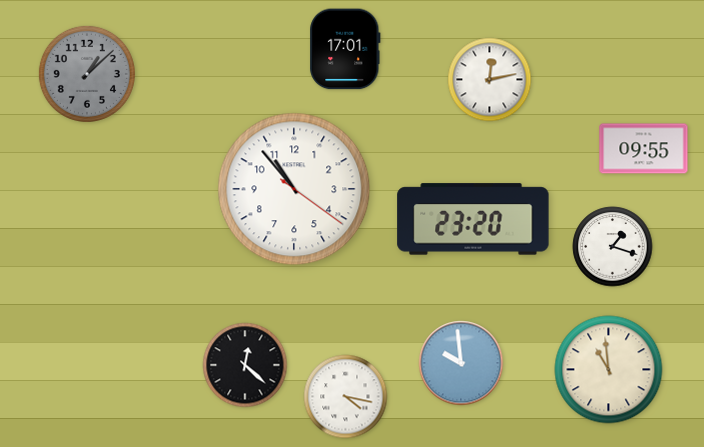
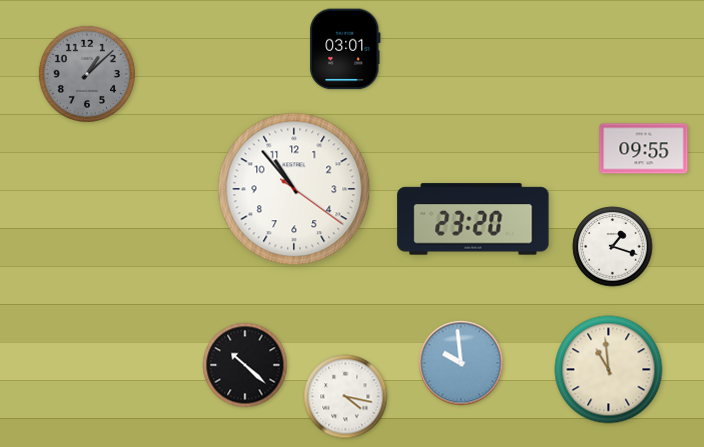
clock at (345, 49): 17:01 -> 03:01
clock at (490, 80): 12:13 -> none
clock at (245, 365): 12:22 -> 10:22
